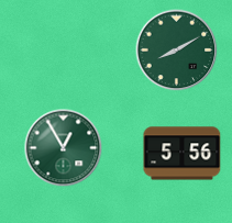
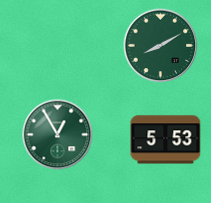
clock at (183, 154): 5:56 -> 5:53
